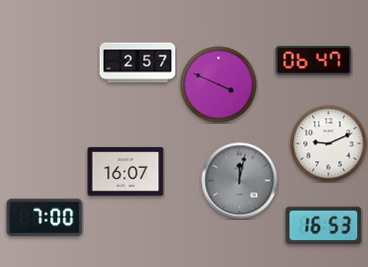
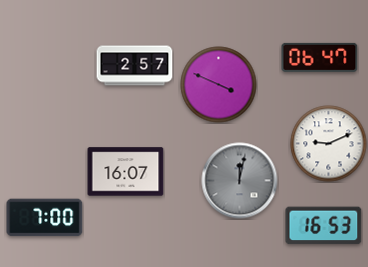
clock at (314, 60) position: (314, 60) -> (320, 57)
clock at (138, 63) position: (138, 63) -> (135, 66)
